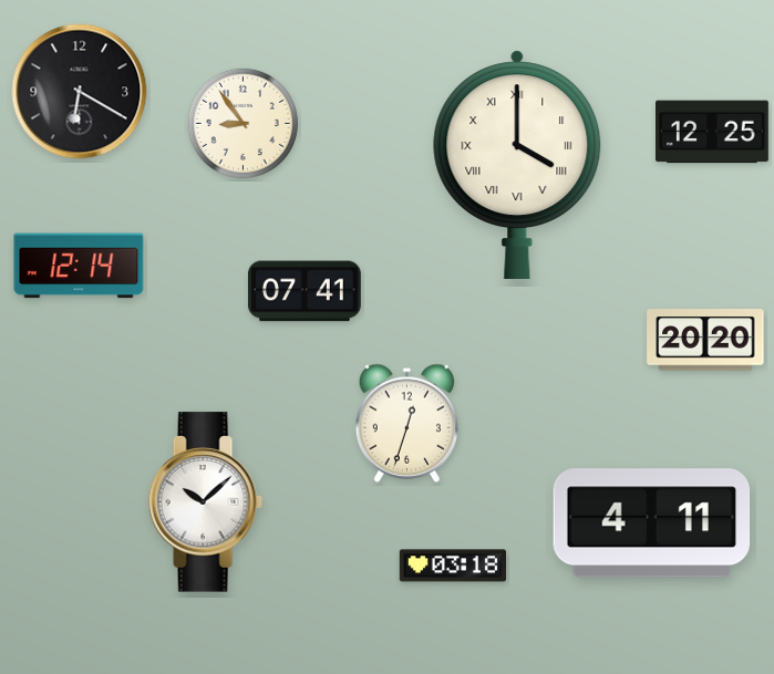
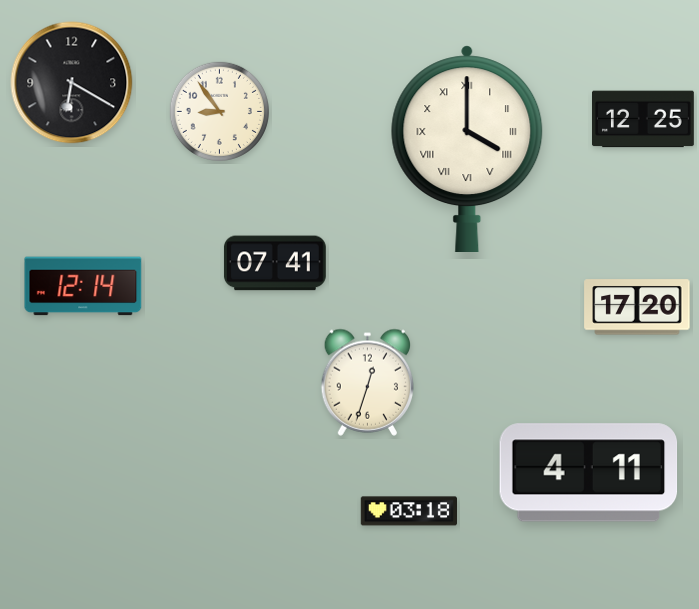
clock at (79, 266) position: (79, 266) -> (83, 286)
clock at (705, 340): 20:20 -> 17:20
clock at (205, 502): 10:08 -> none
